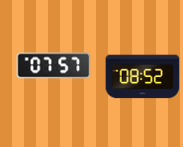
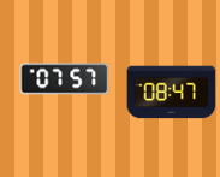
clock at (143, 77): 08:52 -> 08:47
